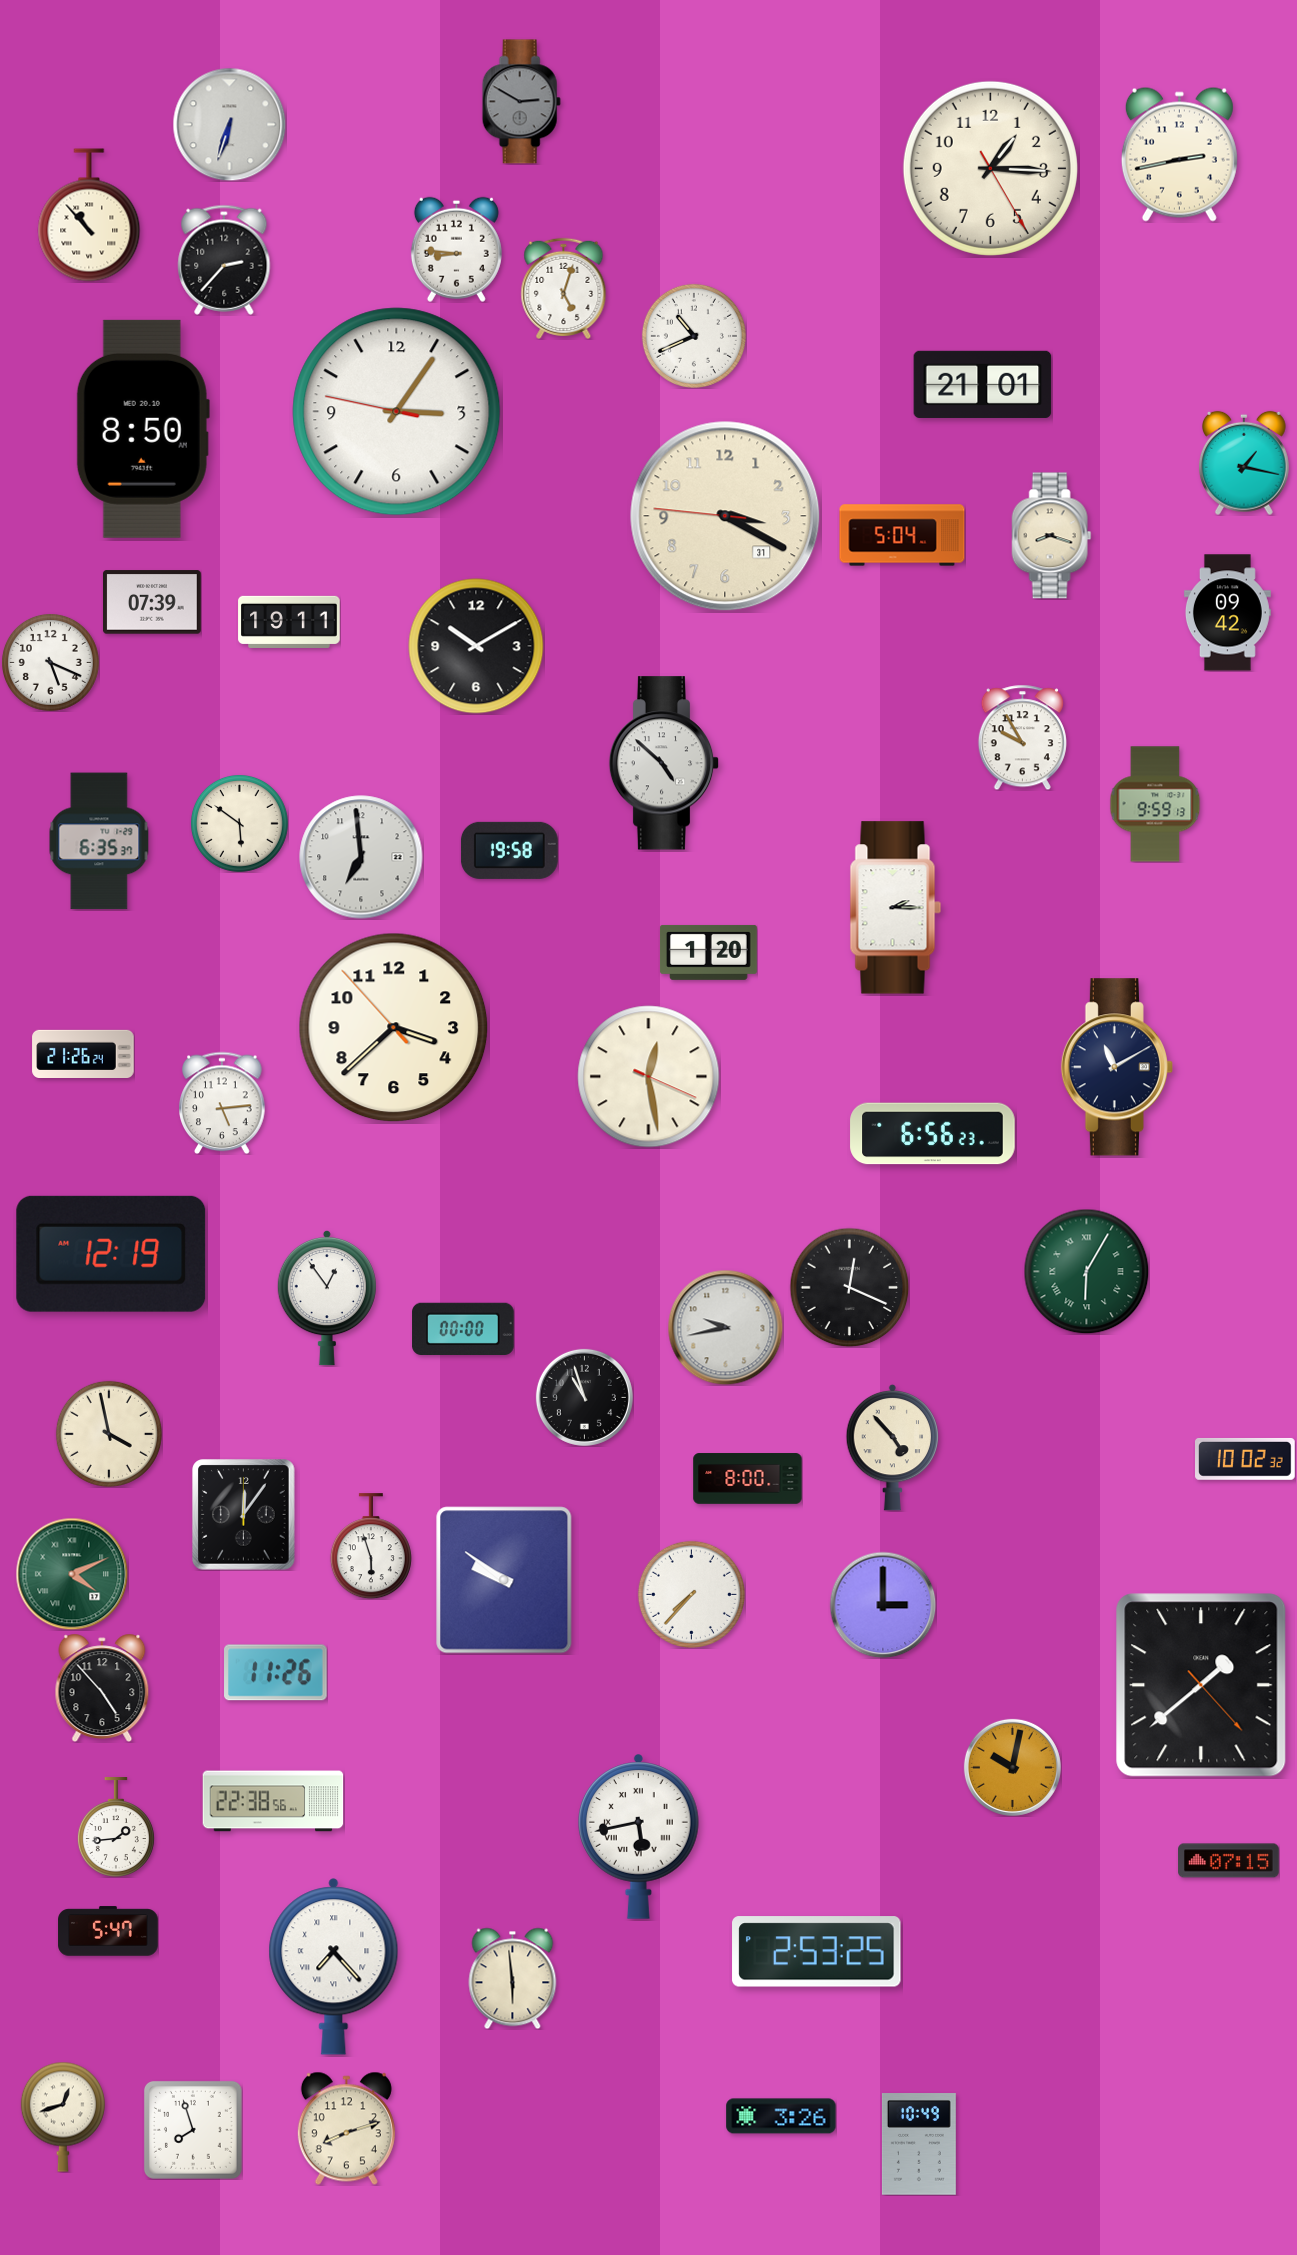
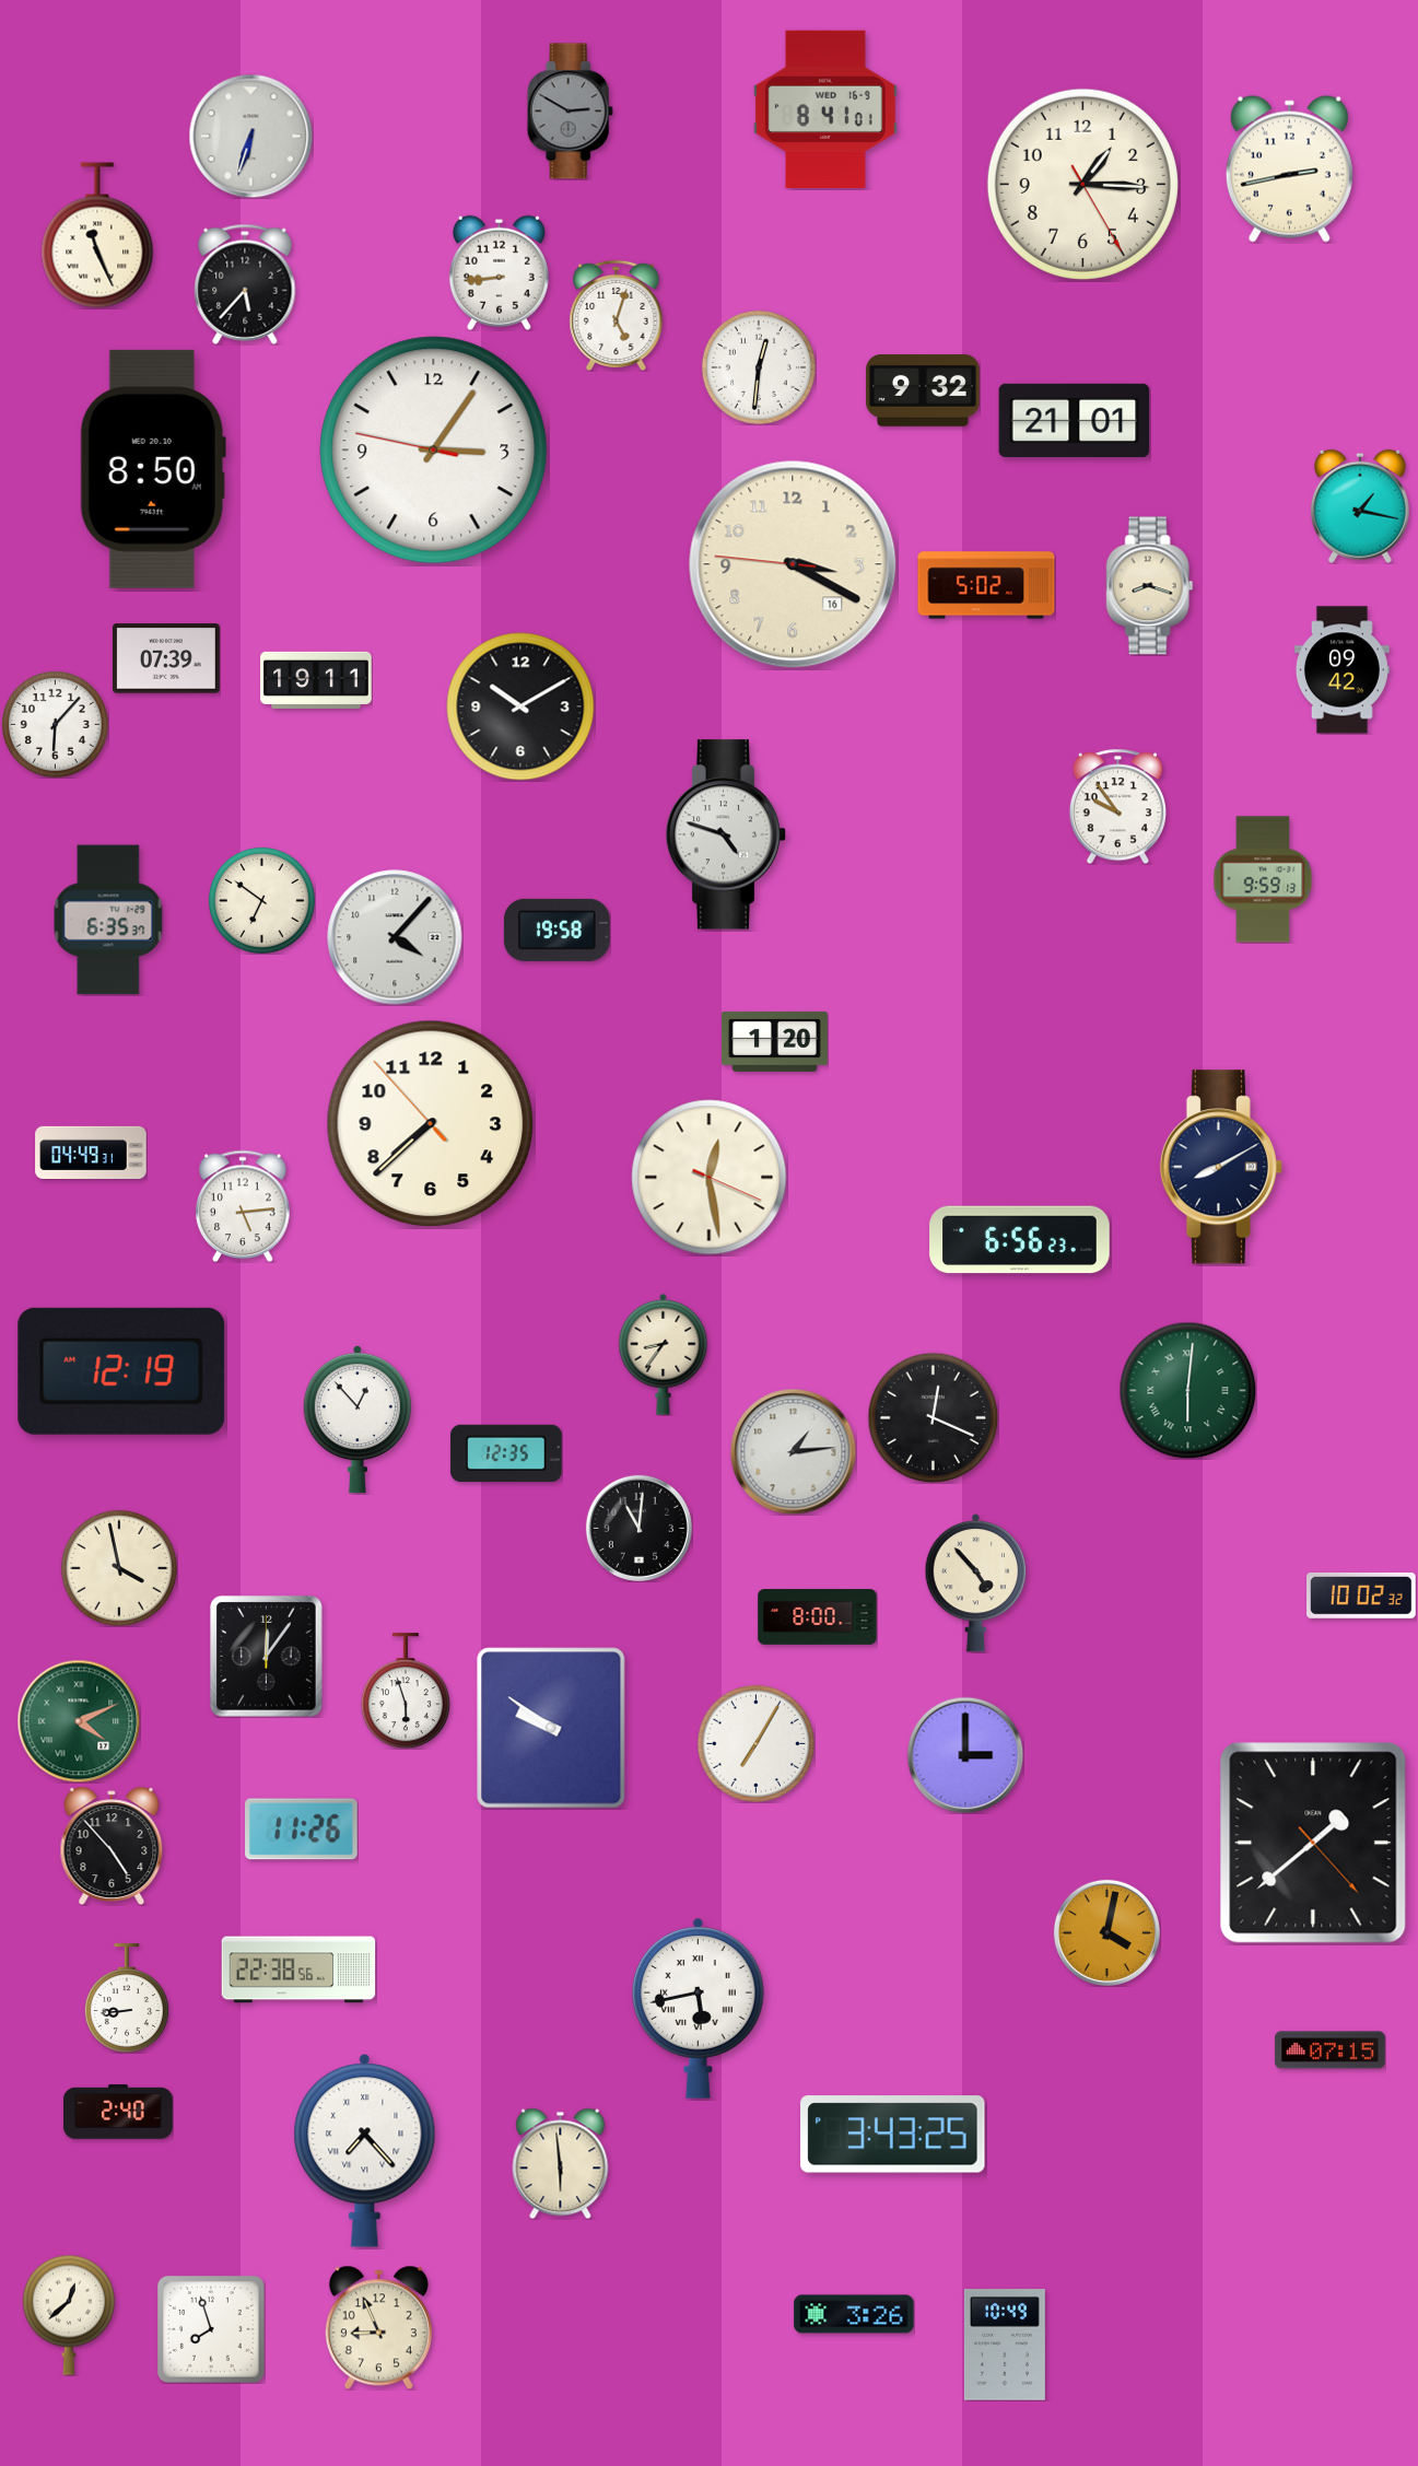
clock at (825, 109): none -> 8:41
clock at (89, 215): 10:53 -> 11:26
clock at (456, 249): 8:46 -> 8:44
clock at (224, 260): 2:37 -> 5:37
clock at (694, 336): 10:41 -> 12:31
clock at (923, 390): none -> 9:32
clock at (143, 429) position: (143, 429) -> (153, 469)
clock at (725, 516) date: 31 -> 16
clock at (902, 535): 5:04 -> 5:02
clock at (50, 662): 5:19 -> 6:07
clock at (1022, 737): 9:55 -> 9:54
clock at (664, 763): 4:52 -> 4:48
clock at (239, 823): 5:51 -> 6:51
clock at (361, 857): 6:59 -> 4:07
clock at (896, 908): 2:15 -> none
clock at (394, 1028): 3:37 -> 7:37
clock at (83, 1053): 21:26 -> 04:49
clock at (1117, 1067): 11:10 -> 8:10
clock at (664, 1354): none -> 8:36
clock at (1086, 1271): 6:05 -> 6:01
clock at (849, 1287) position: (849, 1287) -> (933, 1417)
clock at (327, 1298): 12:54 -> 12:53
clock at (725, 1327): 9:43 -> 1:14
clock at (463, 1328): 00:00 -> 12:35
clock at (584, 1397): 10:57 -> 11:01
clock at (691, 1594): 7:37 -> 7:05
clock at (1012, 1767): 10:02 -> 4:02
clock at (116, 1827): 1:44 -> 8:44
clock at (1229, 1861) position: (1229, 1861) -> (1331, 2050)
clock at (108, 1931): 5:47 -> 2:40
clock at (817, 1952): 2:53 -> 3:43
clock at (63, 2117): 12:42 -> 12:38
clock at (346, 2128): 8:12 -> 8:56
